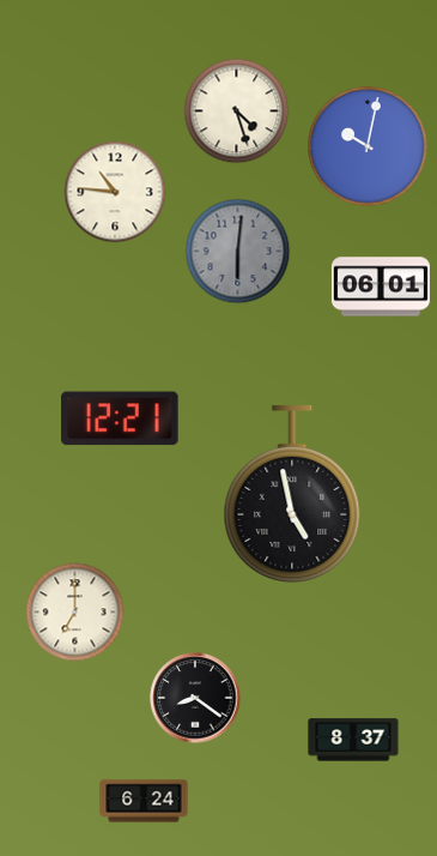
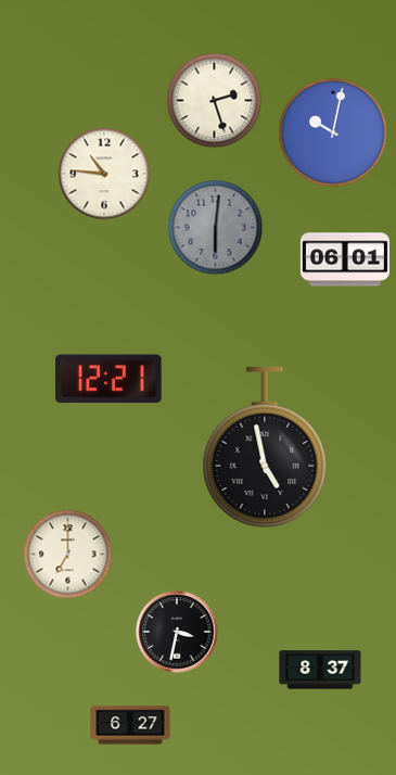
clock at (237, 111): 4:27 -> 2:27
clock at (195, 698): 8:21 -> 3:32
clock at (144, 801): 6:24 -> 6:27
